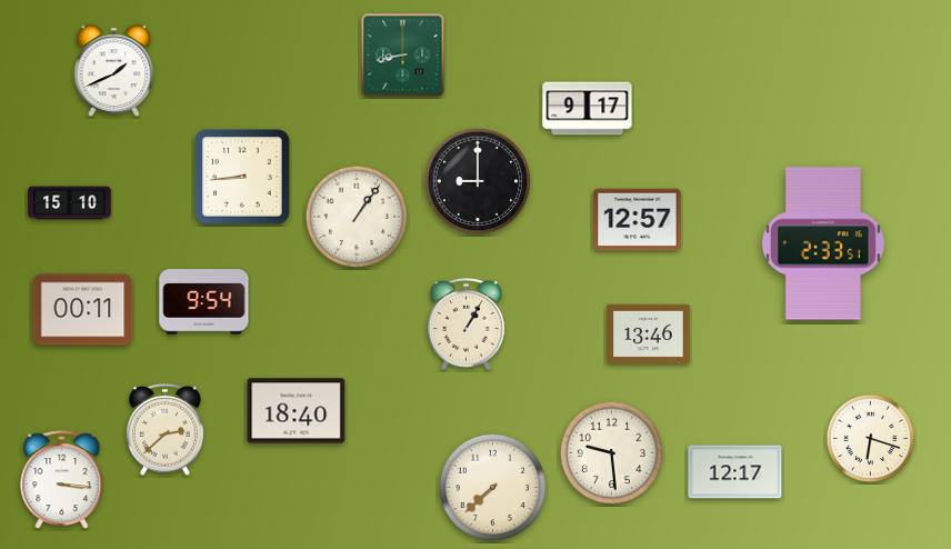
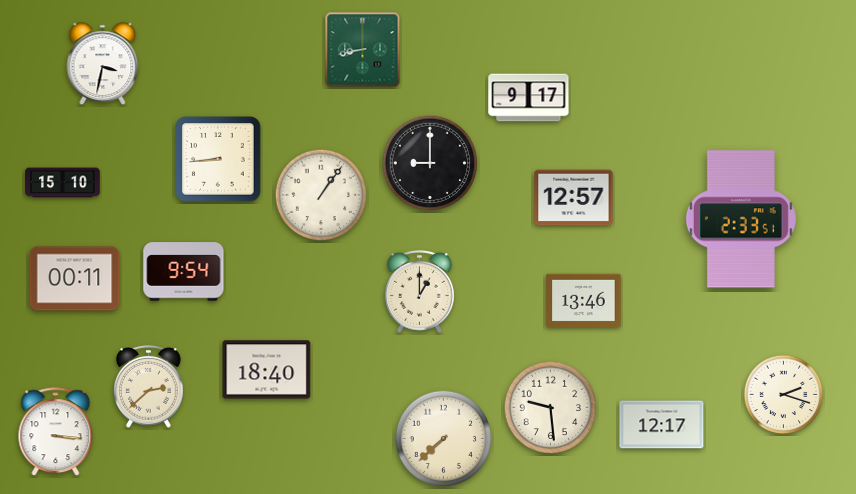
clock at (114, 71): 1:41 -> 3:32
clock at (467, 323): 1:05 -> 1:00
clock at (871, 439): 6:18 -> 2:18
